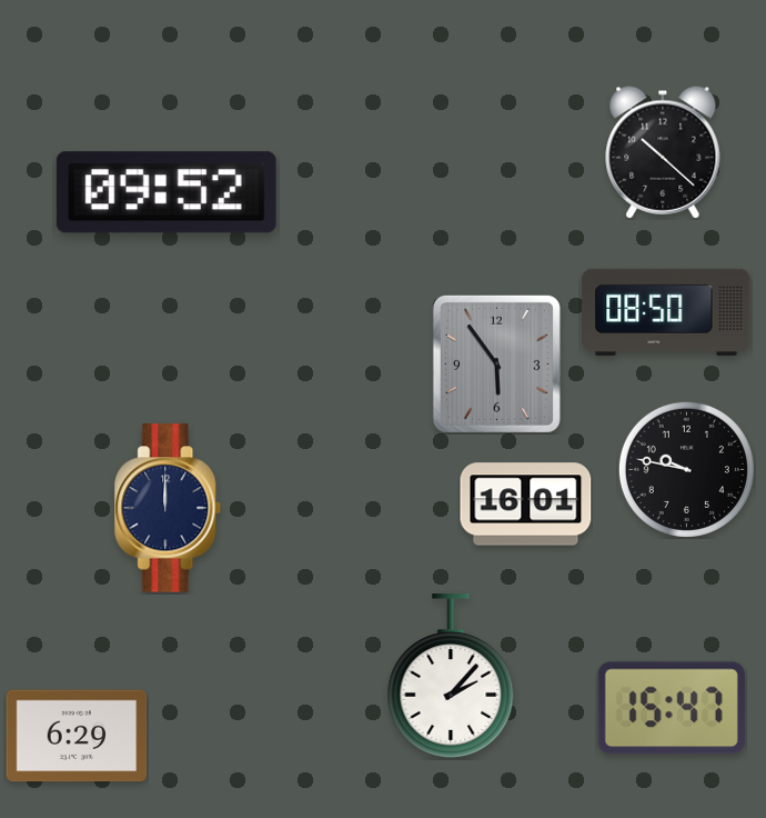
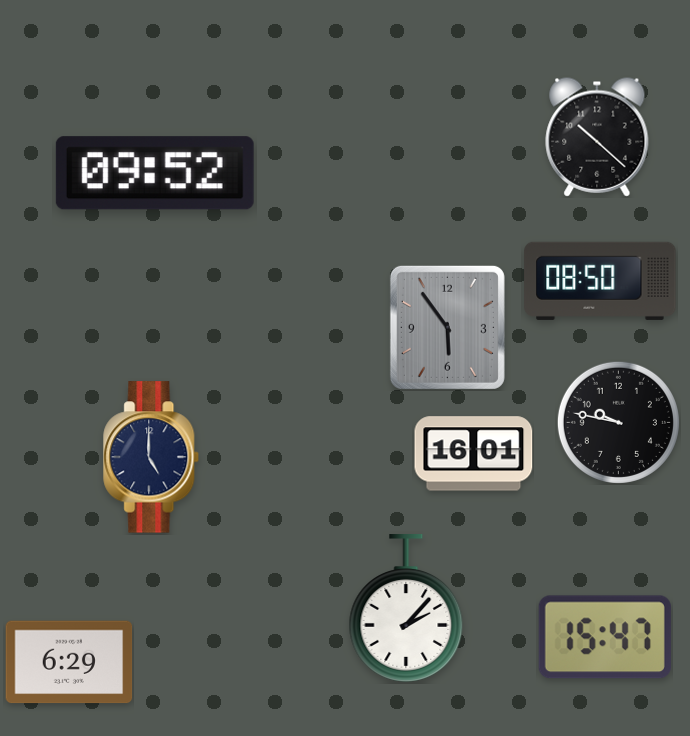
clock at (167, 192) position: (167, 192) -> (155, 173)
clock at (169, 508): 12:00 -> 5:00
